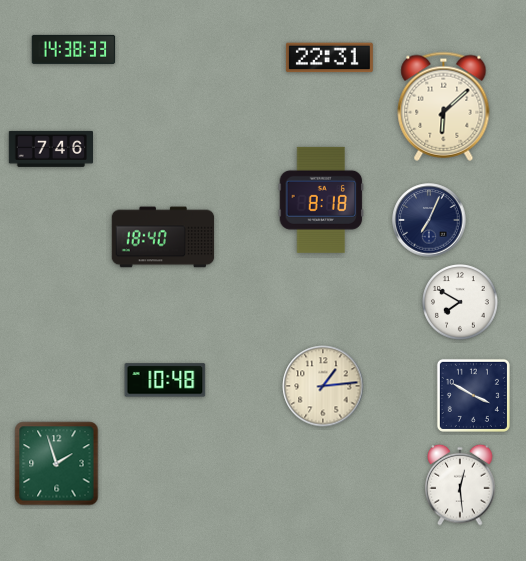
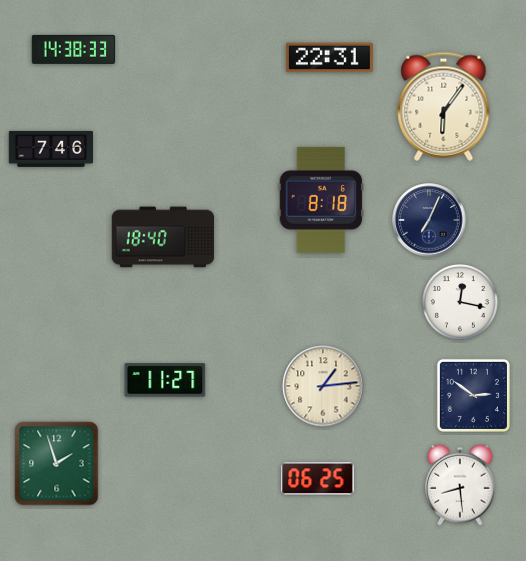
clock at (444, 106): 6:08 -> 6:06
clock at (461, 303): 7:50 -> 12:17
clock at (165, 380): 10:48 -> 11:27
clock at (473, 395): 3:50 -> 2:51
clock at (318, 479): none -> 06:25
clock at (460, 485): 12:29 -> 8:29
